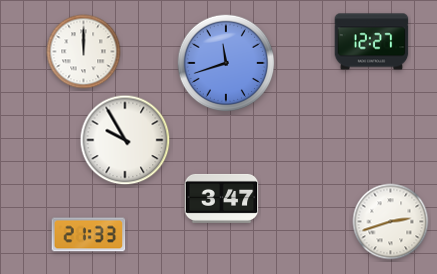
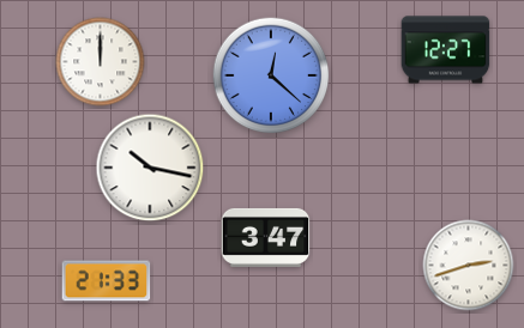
clock at (226, 63): 11:42 -> 12:22
clock at (125, 140): 9:55 -> 10:17
